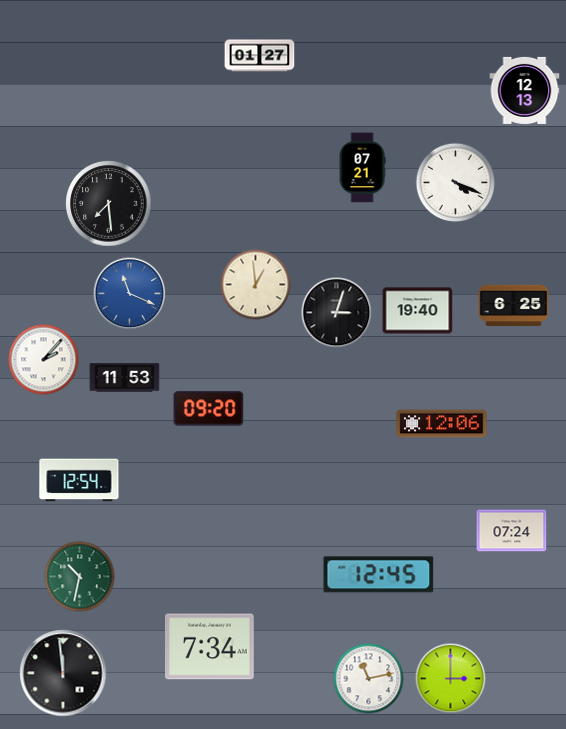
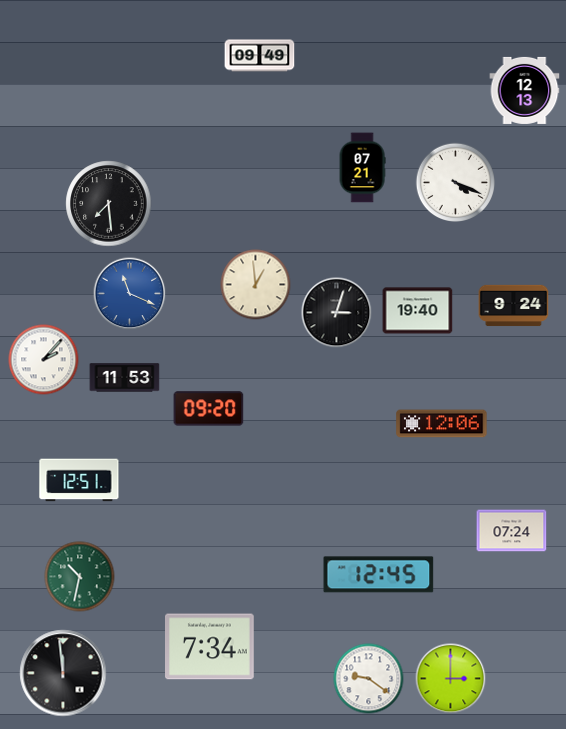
clock at (260, 56): 01:27 -> 09:49
clock at (514, 306): 6:25 -> 9:24
clock at (79, 480): 12:54 -> 12:51
clock at (369, 679): 11:13 -> 9:21
